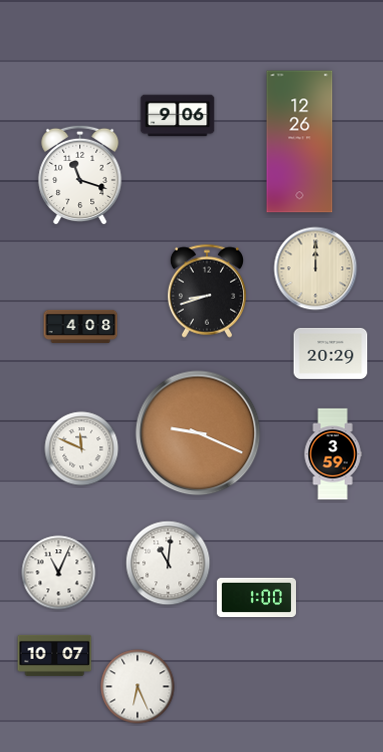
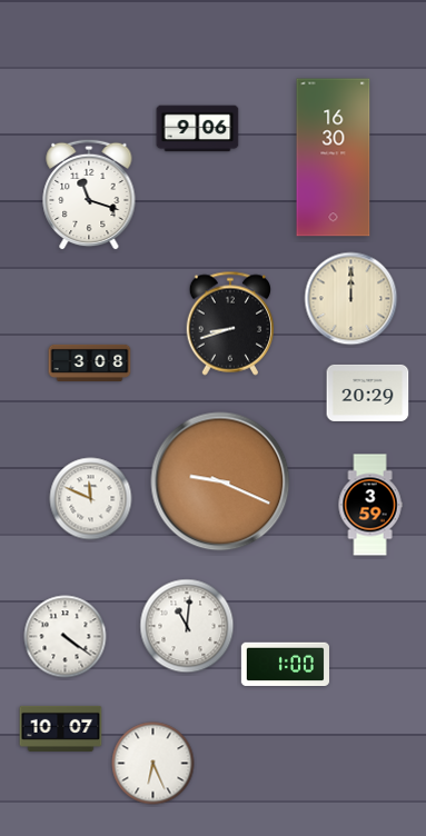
clock at (300, 142): 12:26 -> 16:30
clock at (81, 326): 4:08 -> 3:08
clock at (59, 573): 11:04 -> 4:21
